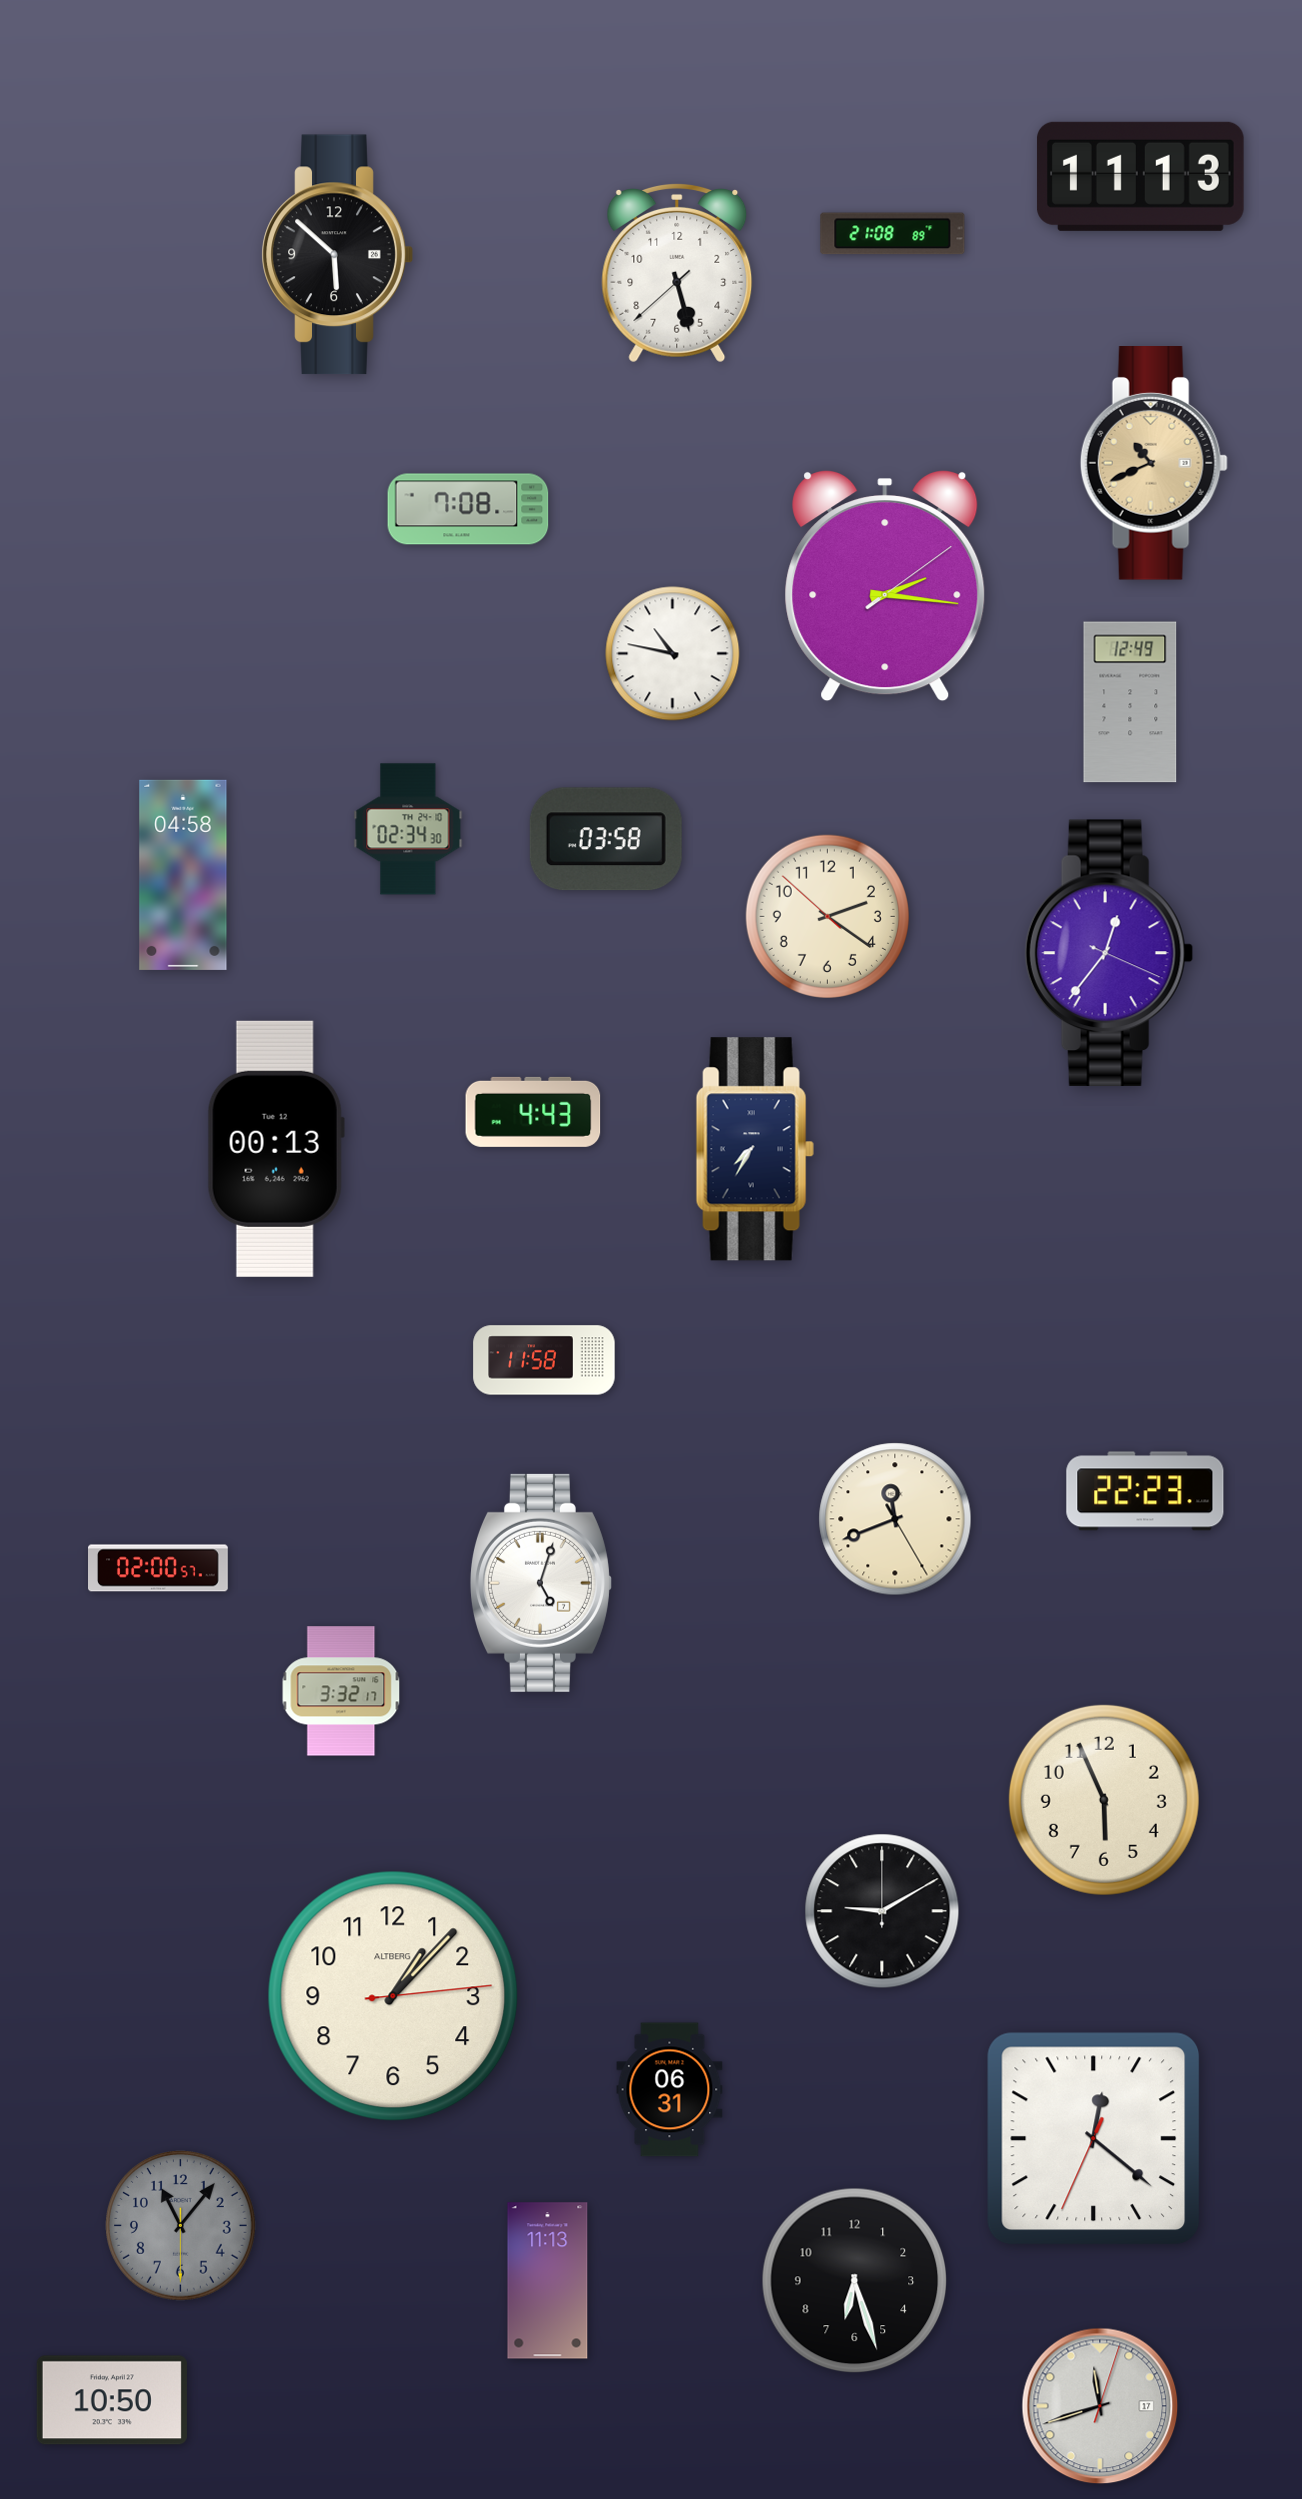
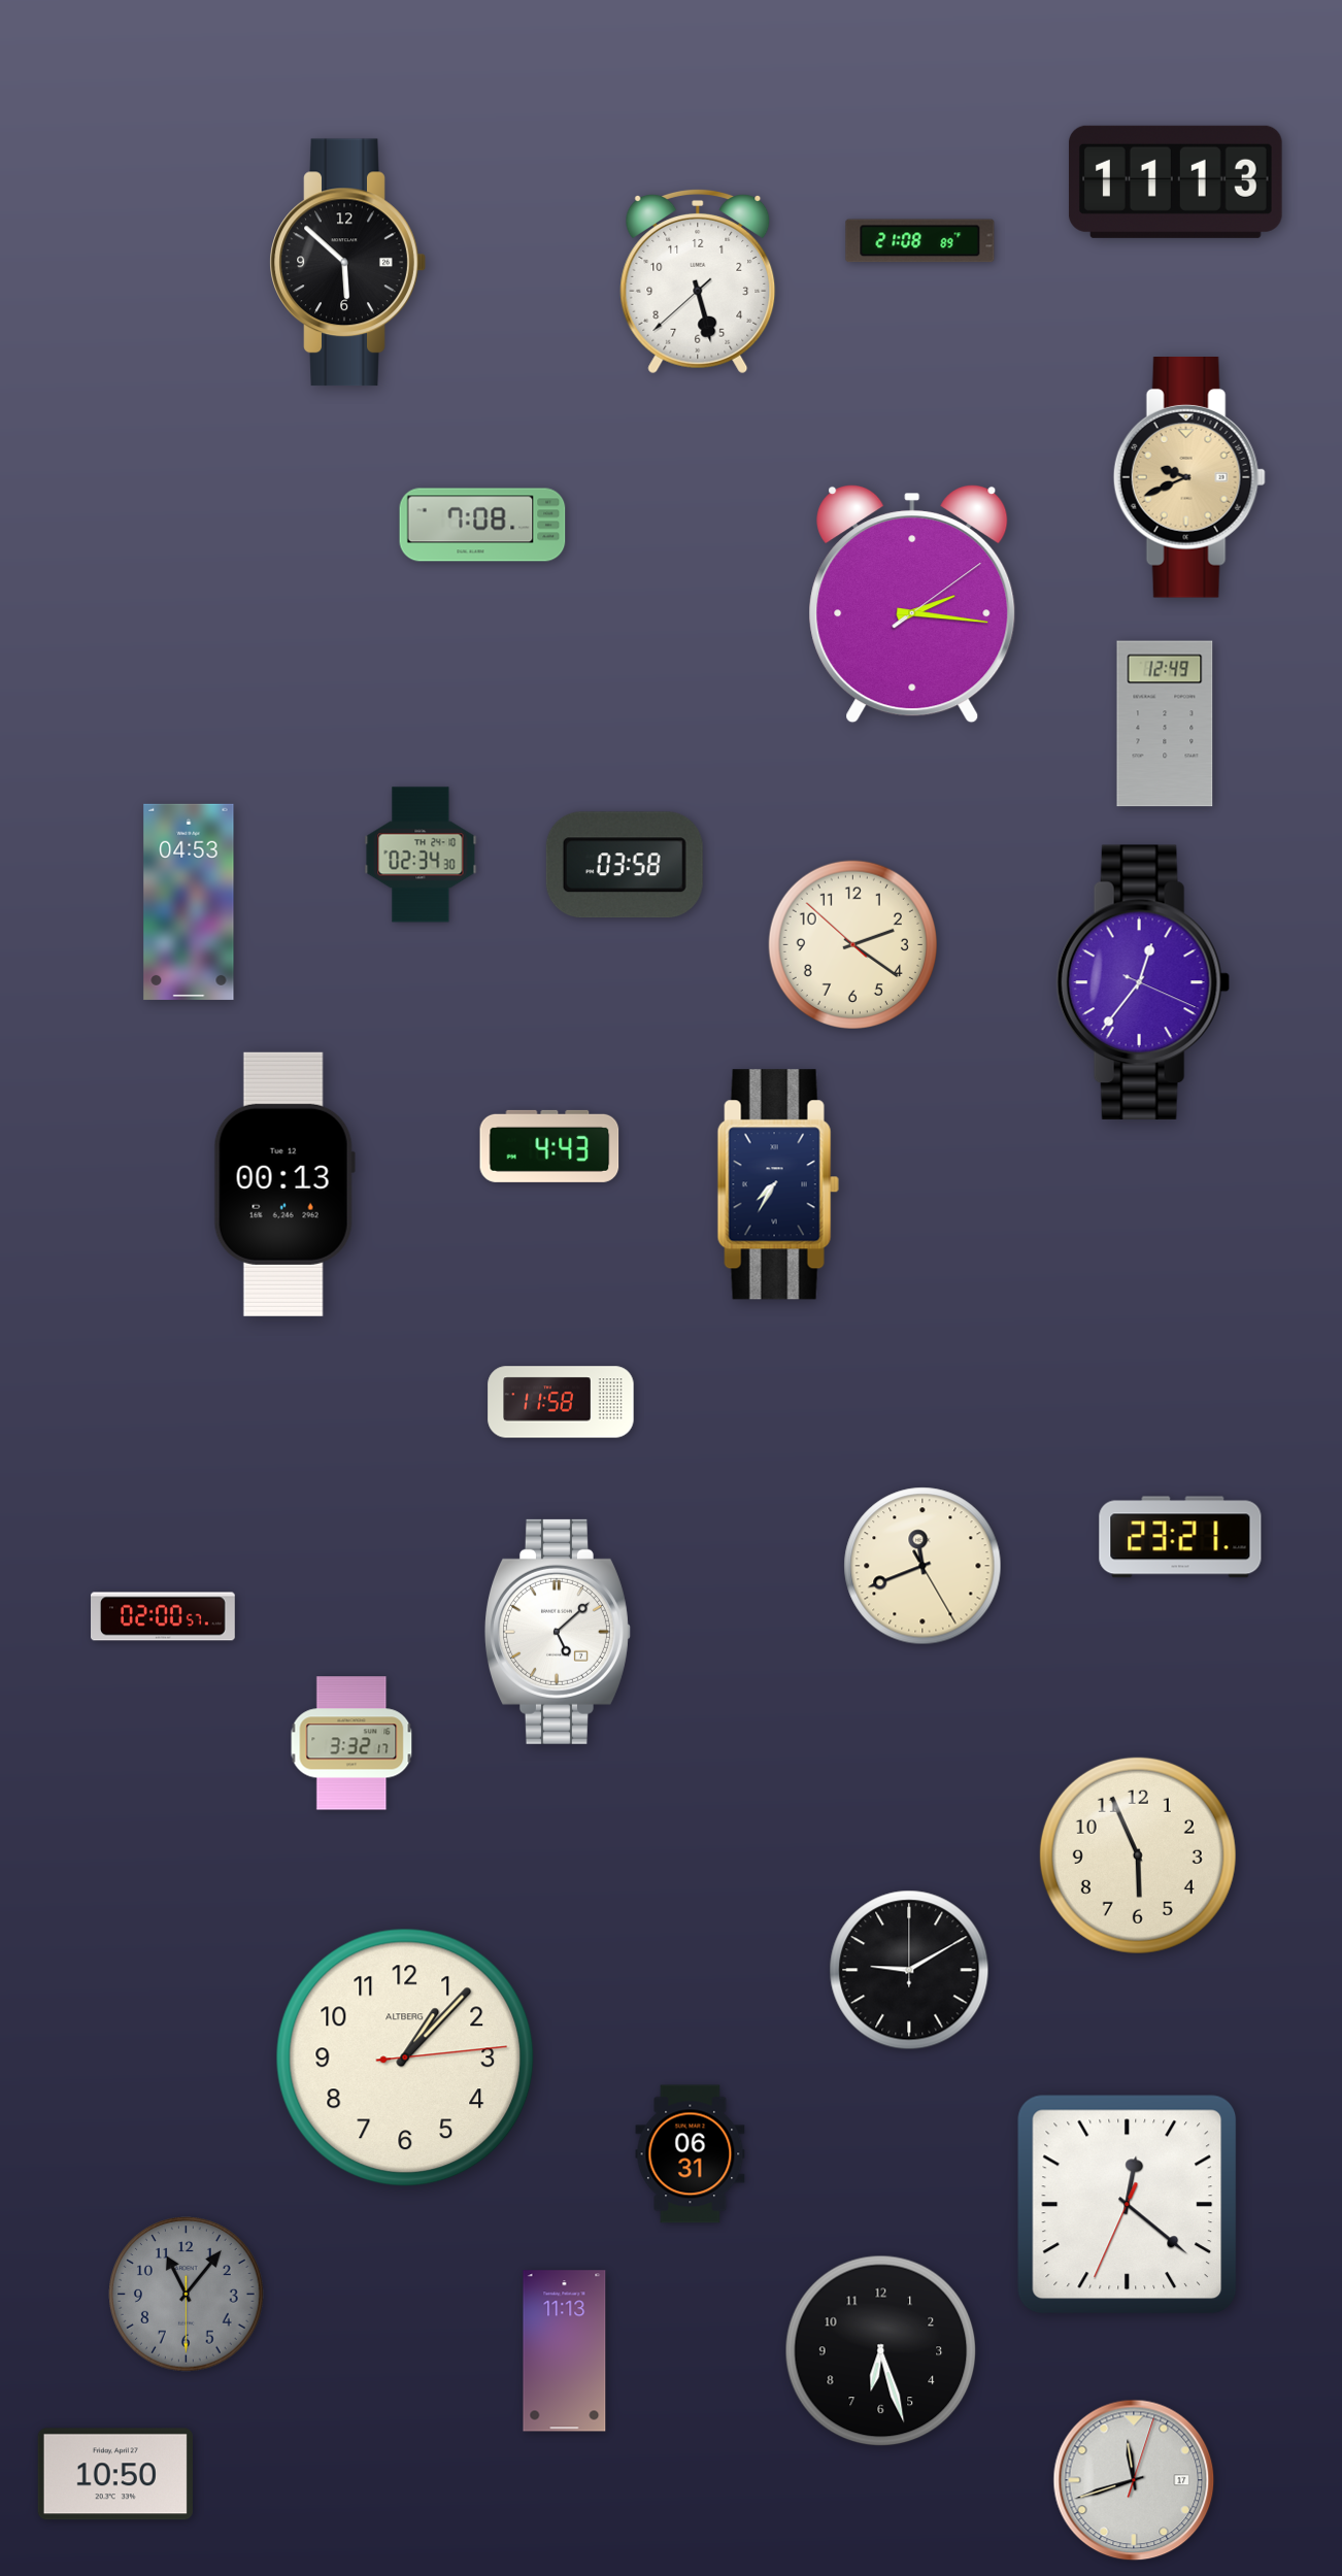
clock at (1154, 464): 10:41 -> 9:41
clock at (673, 654): 10:47 -> none
clock at (183, 875): 04:58 -> 04:53
clock at (1145, 1491): 22:23 -> 23:21
clock at (541, 1583): 5:03 -> 5:08
